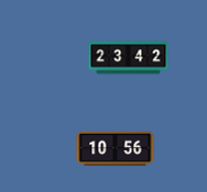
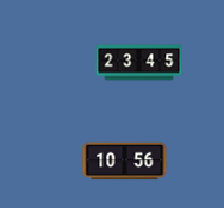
clock at (129, 58): 23:42 -> 23:45
